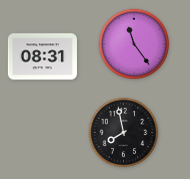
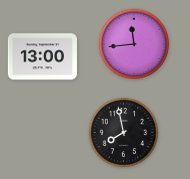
clock at (134, 44): 11:24 -> 11:44
clock at (42, 57): 08:31 -> 13:00
